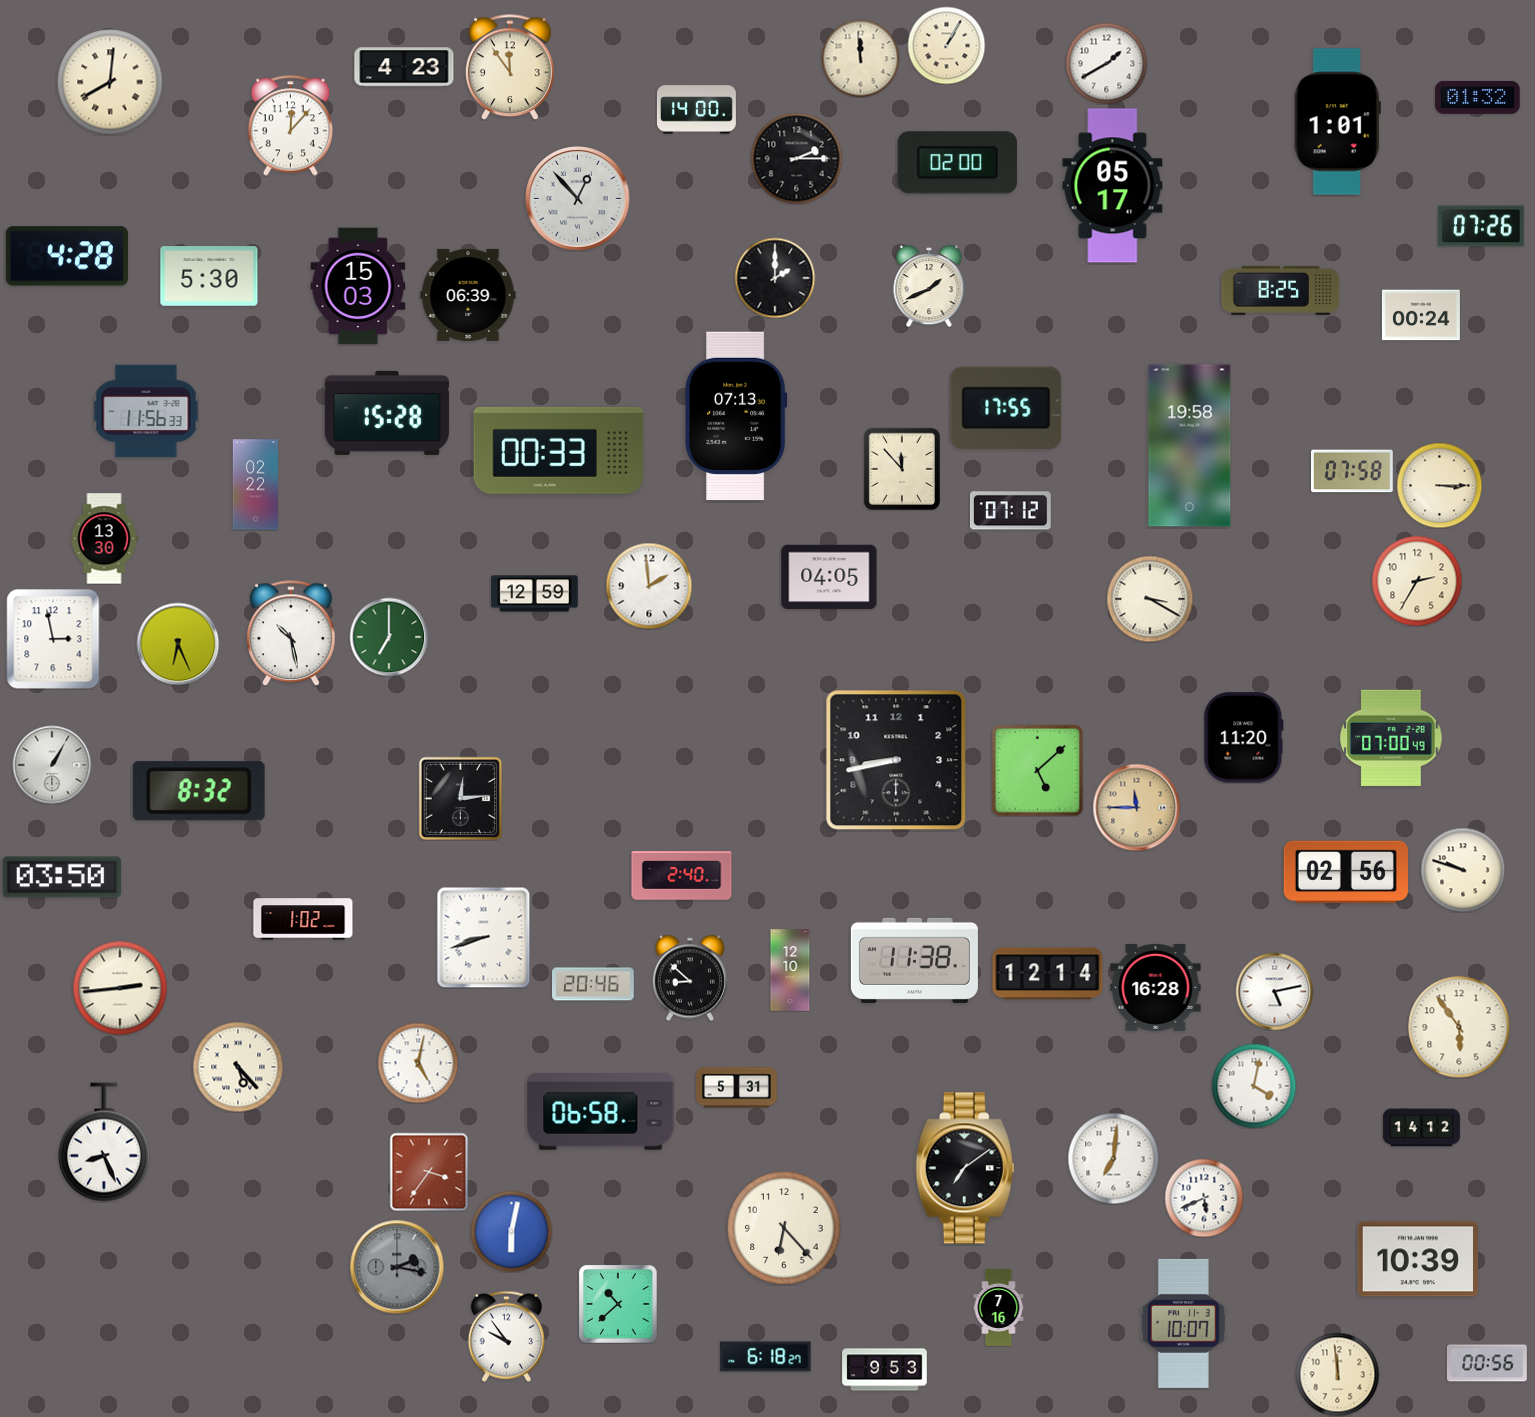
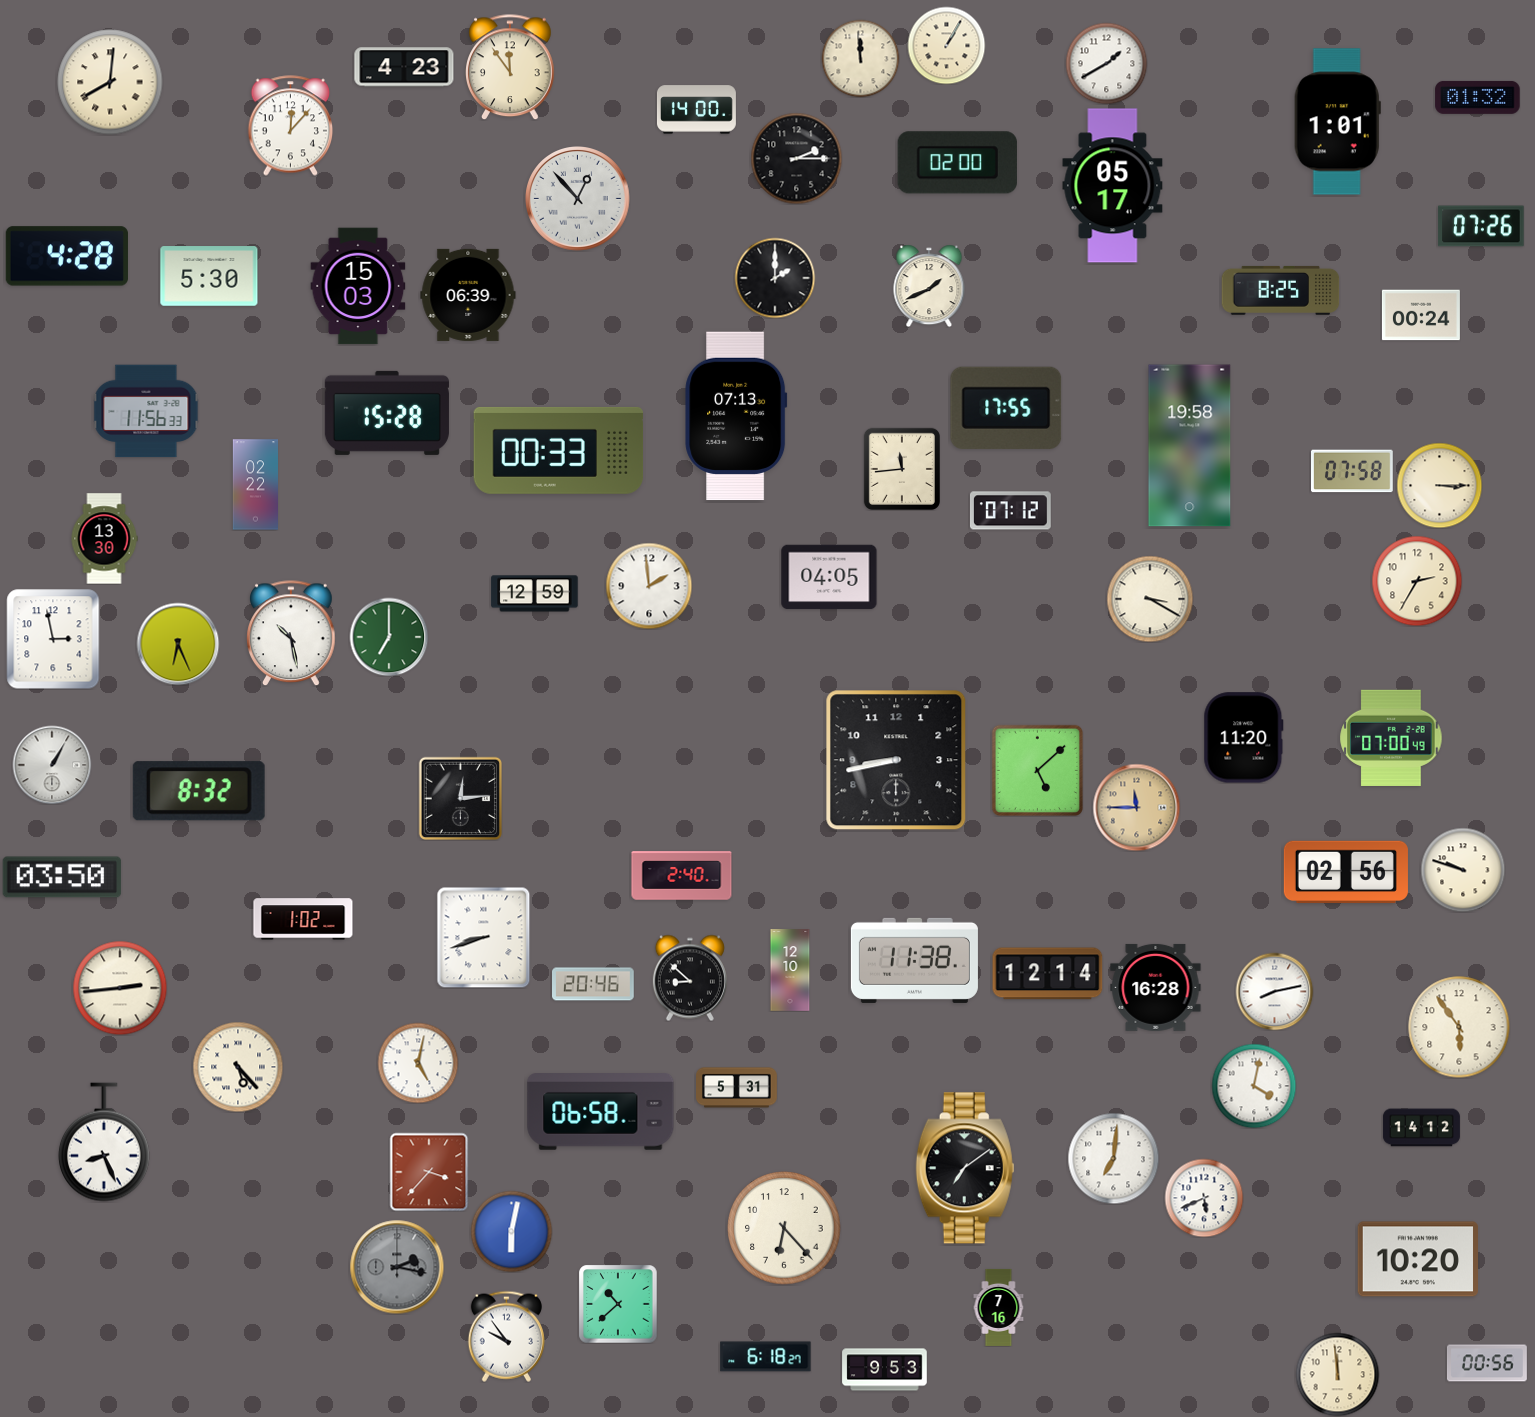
clock at (902, 469): 11:53 -> 11:44
clock at (1274, 991): 5:13 -> 8:13
clock at (429, 1172): 3:36 -> 3:37
clock at (1417, 1259): 10:39 -> 10:20
clock at (1183, 1323): 10:07 -> none
